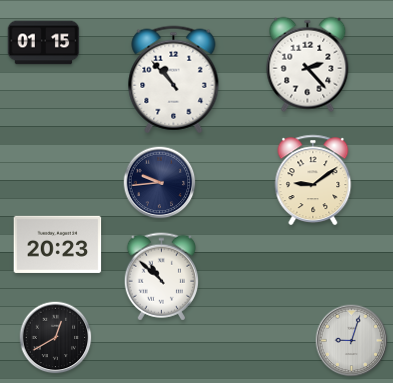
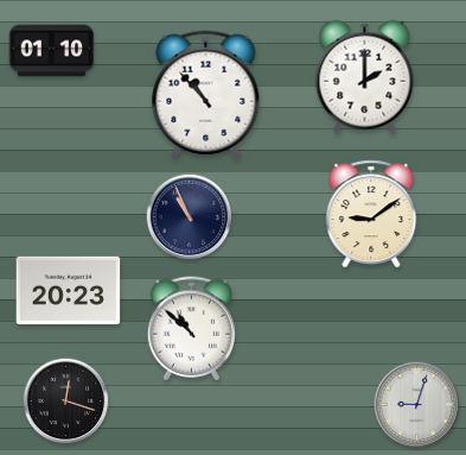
clock at (44, 43): 01:15 -> 01:10
clock at (308, 65): 2:23 -> 2:00
clock at (160, 183): 9:44 -> 10:56
clock at (56, 338): 12:40 -> 12:18
